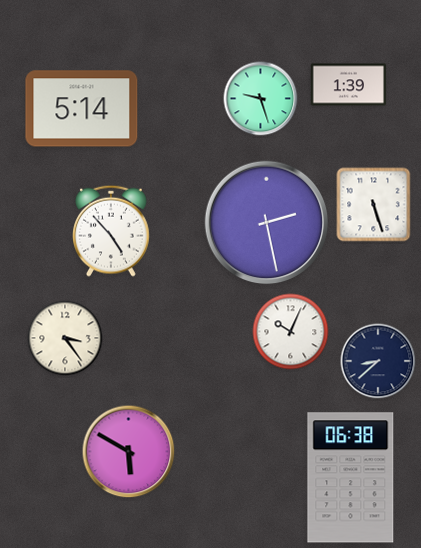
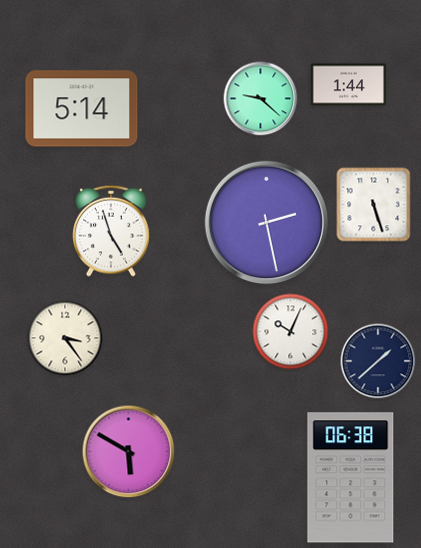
clock at (349, 85): 1:39 -> 1:44
clock at (261, 99): 9:27 -> 9:22
clock at (112, 231): 4:53 -> 4:57
clock at (378, 361): 8:38 -> 1:38
